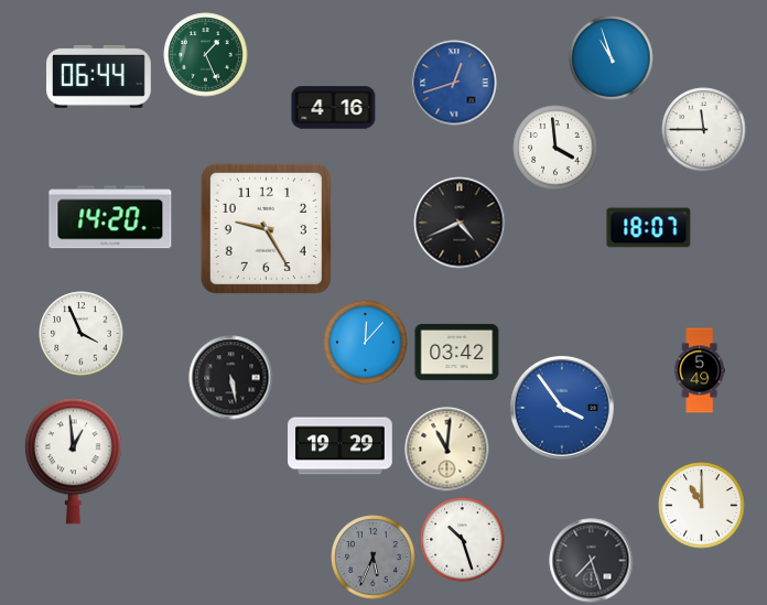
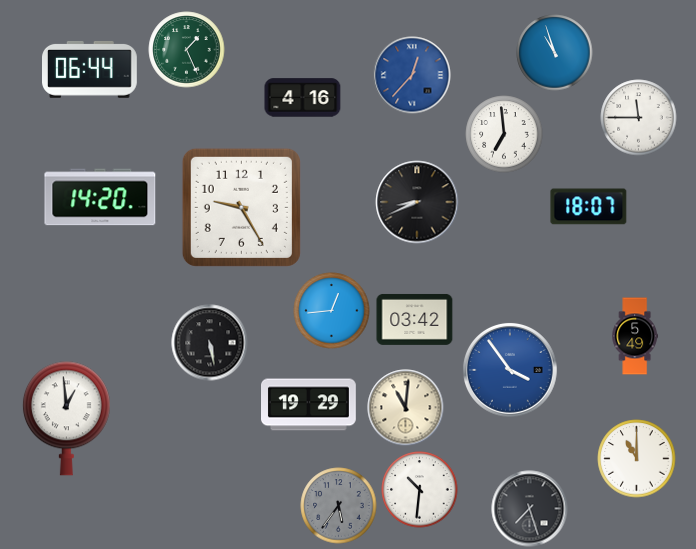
clock at (454, 83): 12:42 -> 12:37
clock at (555, 148): 3:59 -> 6:59
clock at (460, 223): 4:41 -> 8:41
clock at (82, 334): 3:56 -> none
clock at (366, 343): 12:07 -> 12:44
clock at (463, 540): 10:27 -> 10:31
clock at (374, 558): 5:34 -> 5:36
clock at (592, 561) position: (592, 561) -> (530, 509)
